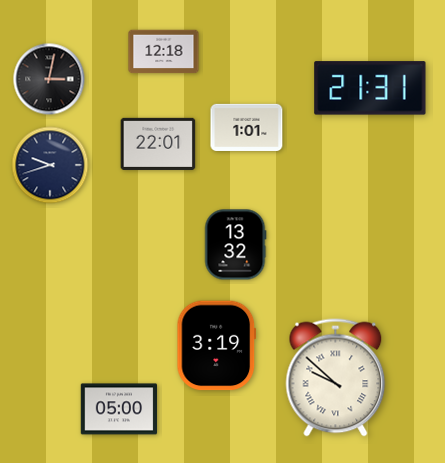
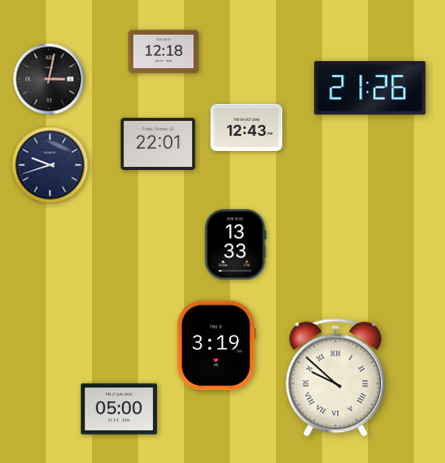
clock at (370, 88): 21:31 -> 21:26
clock at (247, 127): 1:01 -> 12:43
clock at (235, 245): 13:32 -> 13:33
